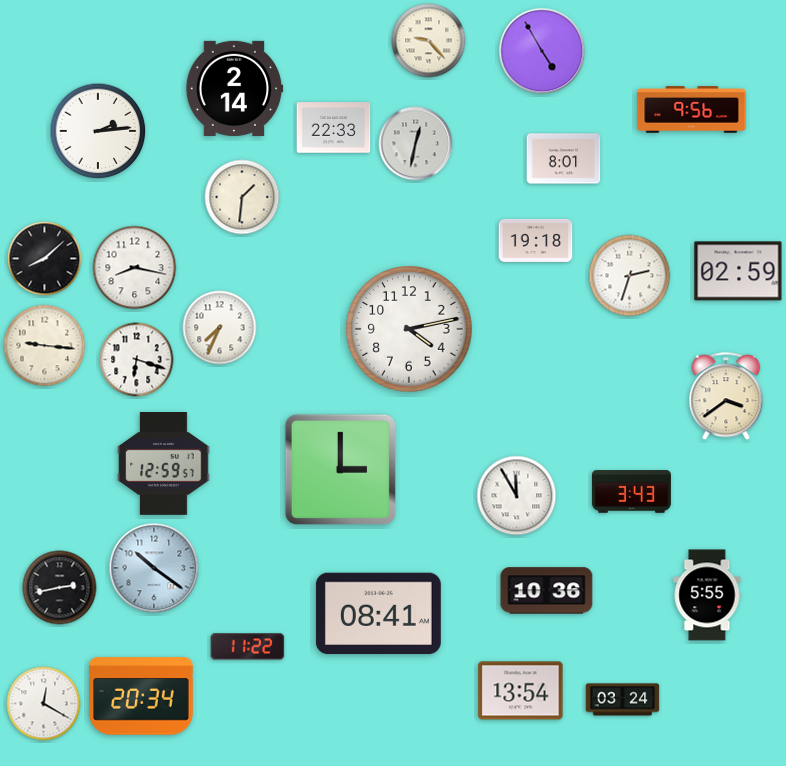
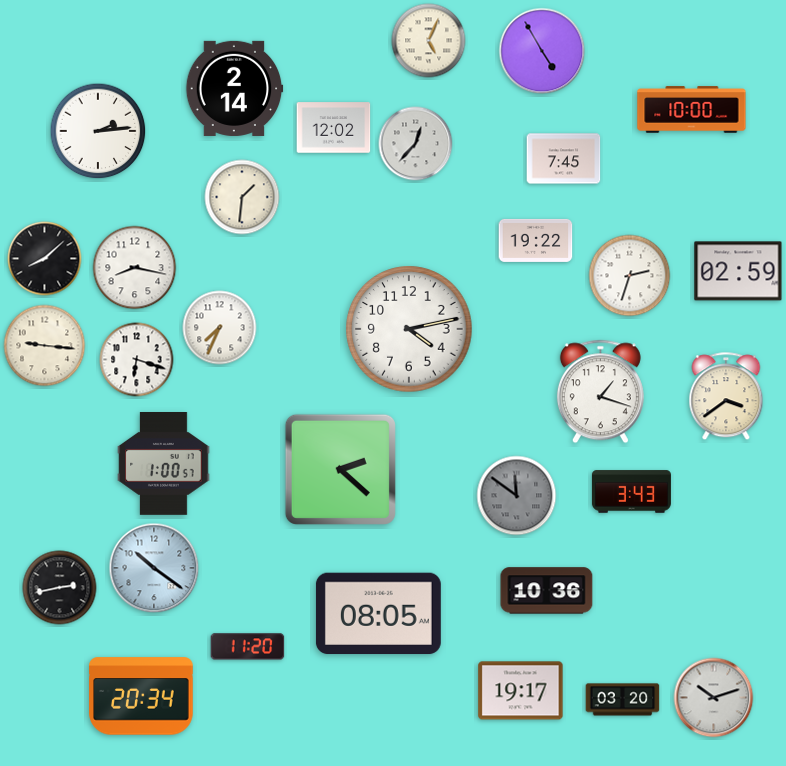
clock at (429, 41): 9:23 -> 5:04
clock at (692, 110): 9:56 -> 10:00
clock at (334, 128): 22:33 -> 12:02
clock at (416, 144): 12:32 -> 12:37
clock at (564, 159): 8:01 -> 7:45
clock at (536, 240): 19:18 -> 19:22
clock at (600, 392): none -> 1:18
clock at (164, 464): 12:59 -> 1:00
clock at (340, 469): 3:00 -> 2:22
clock at (517, 496): 11:55 -> 11:51
clock at (517, 496) dial: white -> grey
clock at (707, 595): 5:55 -> none
clock at (378, 614): 08:41 -> 08:05
clock at (248, 647): 11:22 -> 11:20
clock at (521, 691): 13:54 -> 19:17
clock at (714, 698): none -> 10:12
clock at (623, 700): 03:24 -> 03:20
clock at (44, 704): 12:20 -> none
